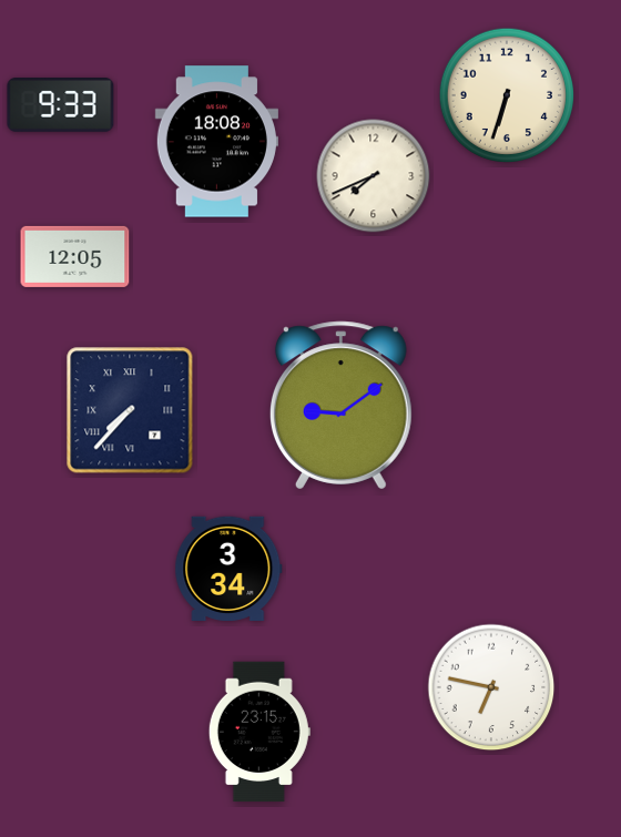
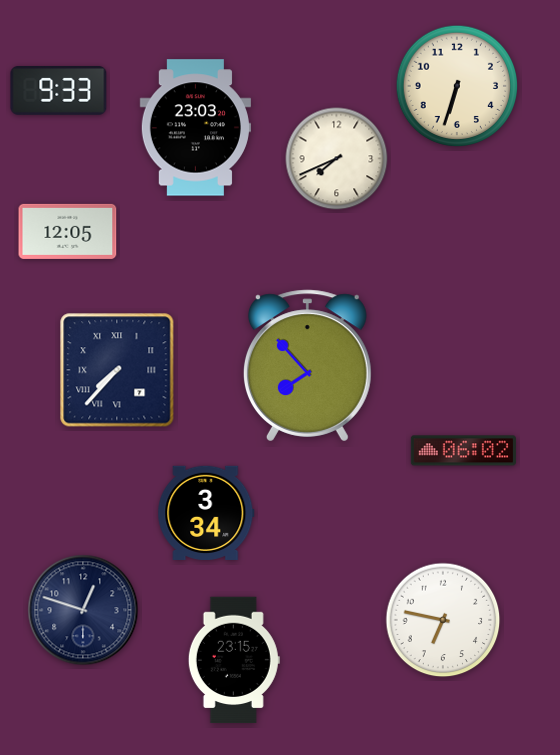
clock at (61, 105) position: (61, 105) -> (59, 91)
clock at (216, 142): 18:08 -> 23:03
clock at (340, 406): 9:09 -> 7:53
clock at (463, 451): none -> 06:02
clock at (83, 610): none -> 12:48
